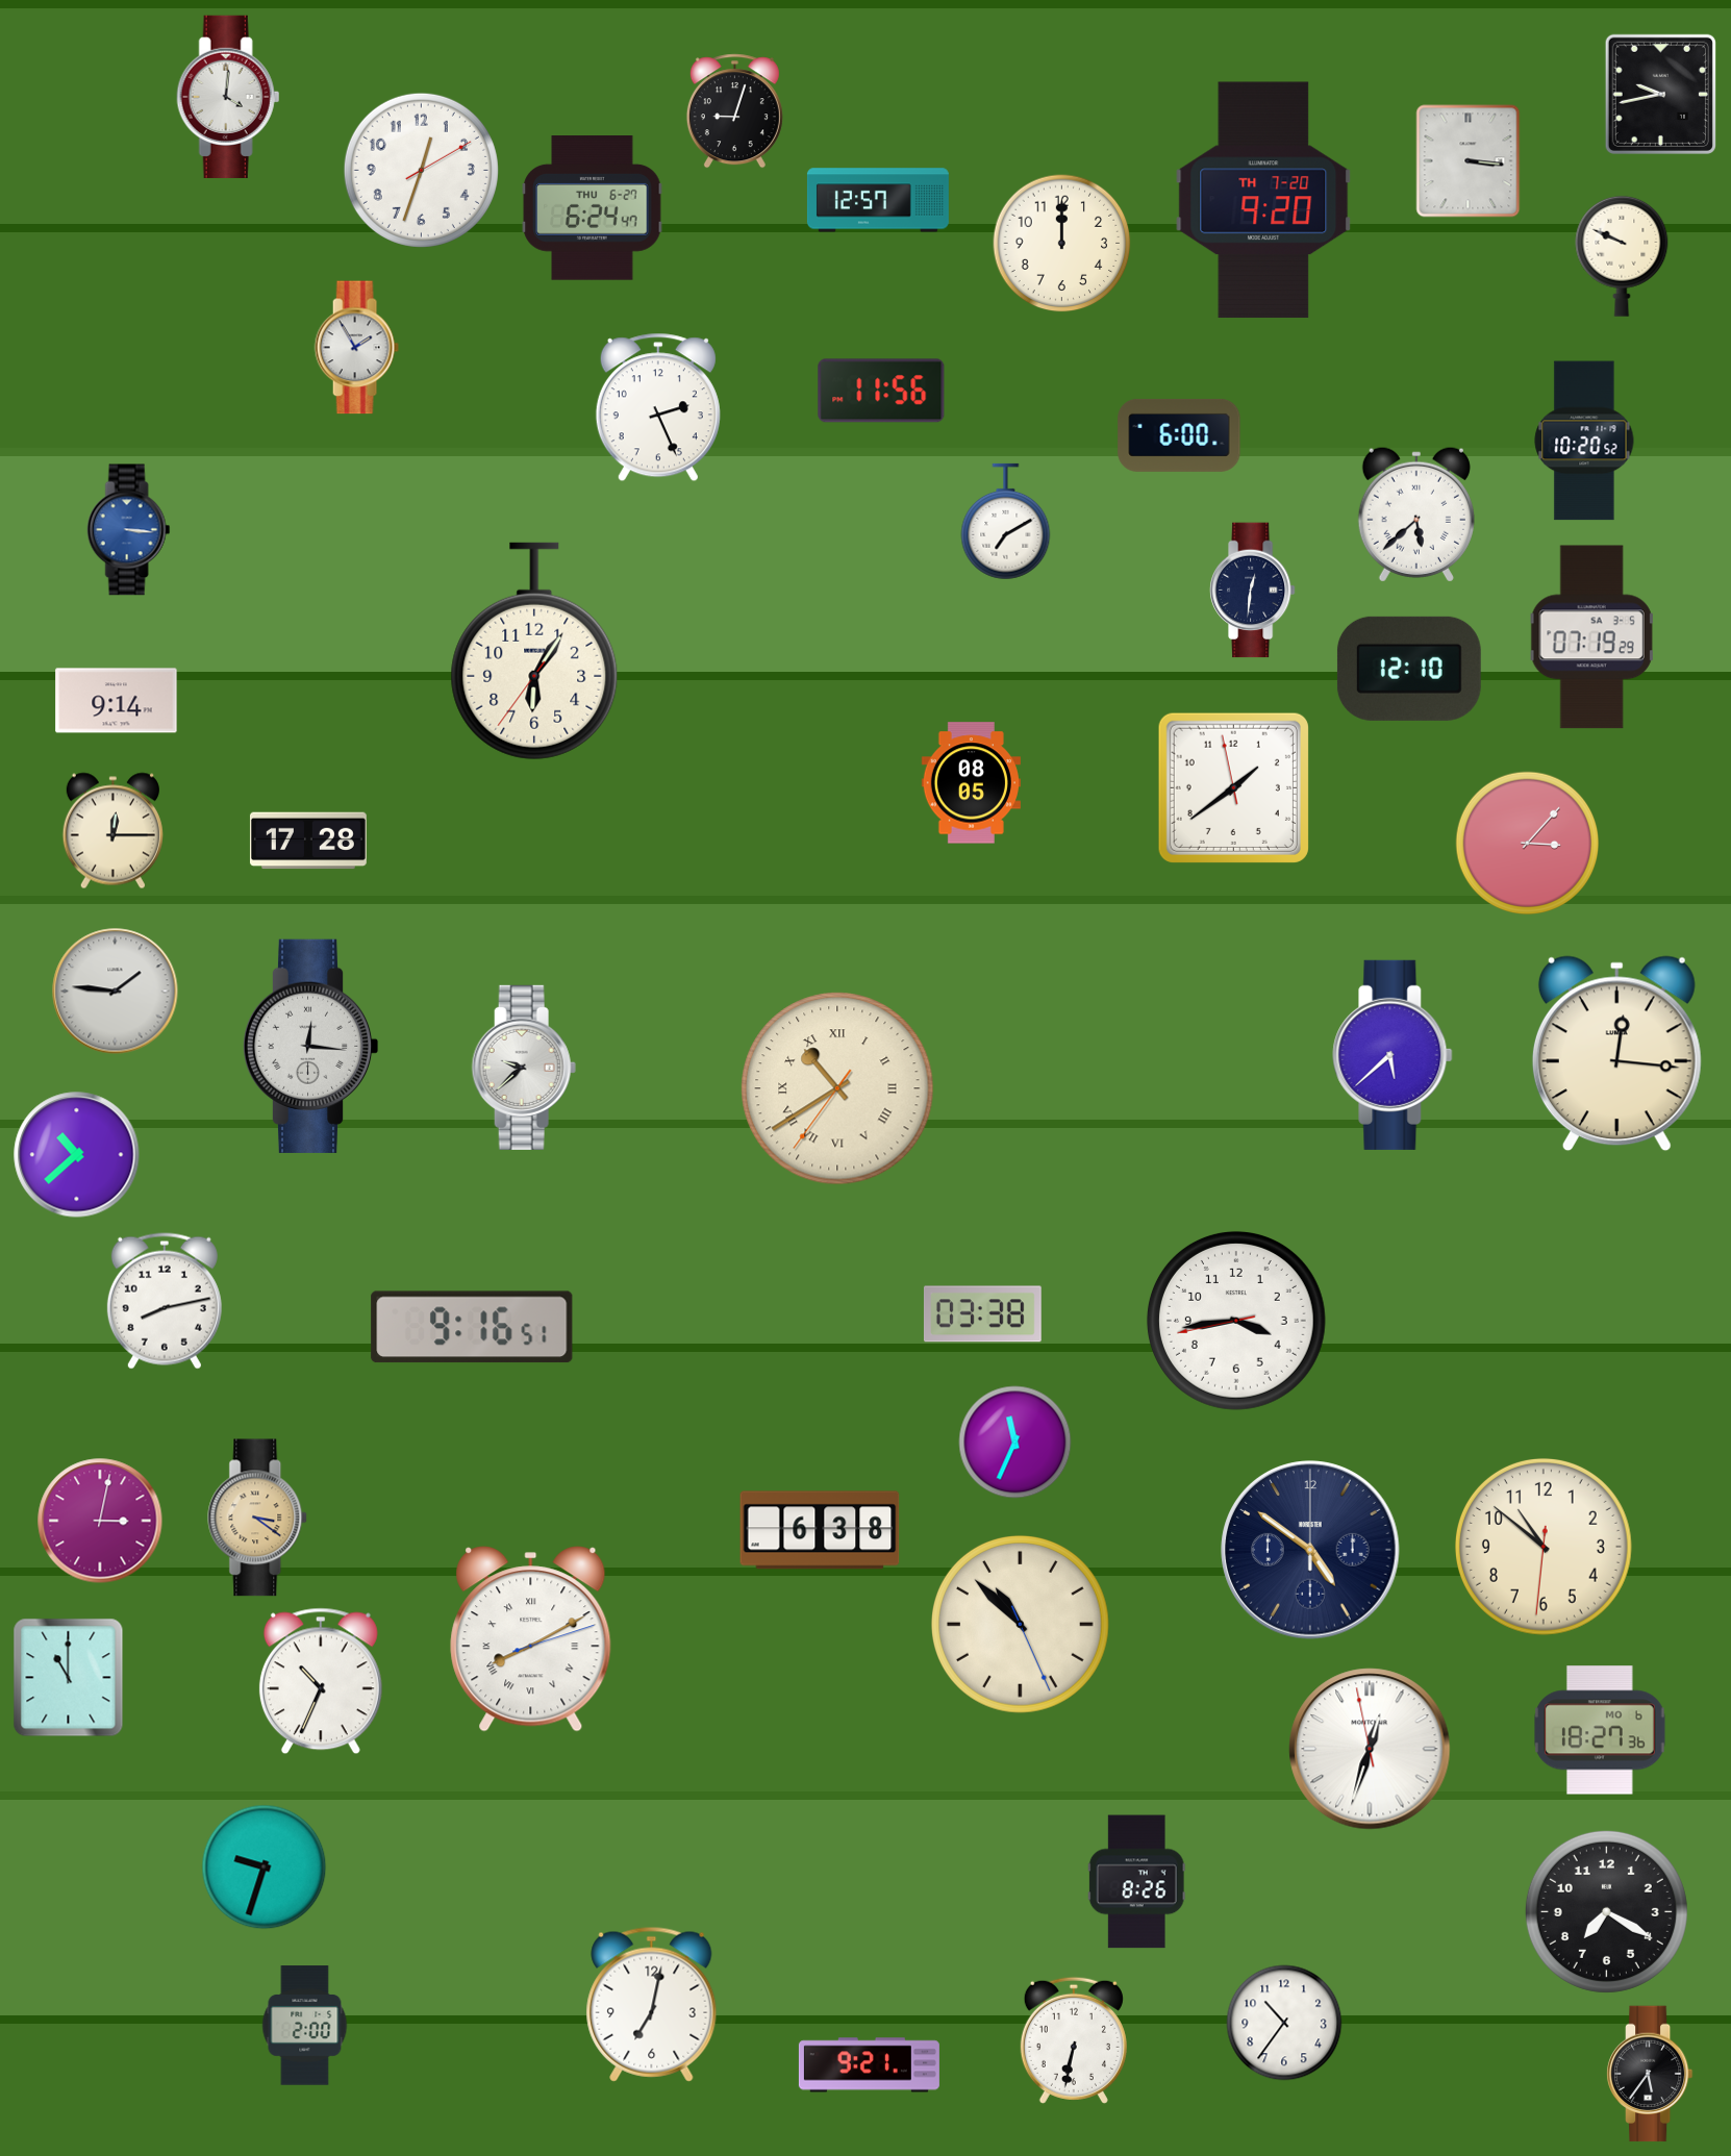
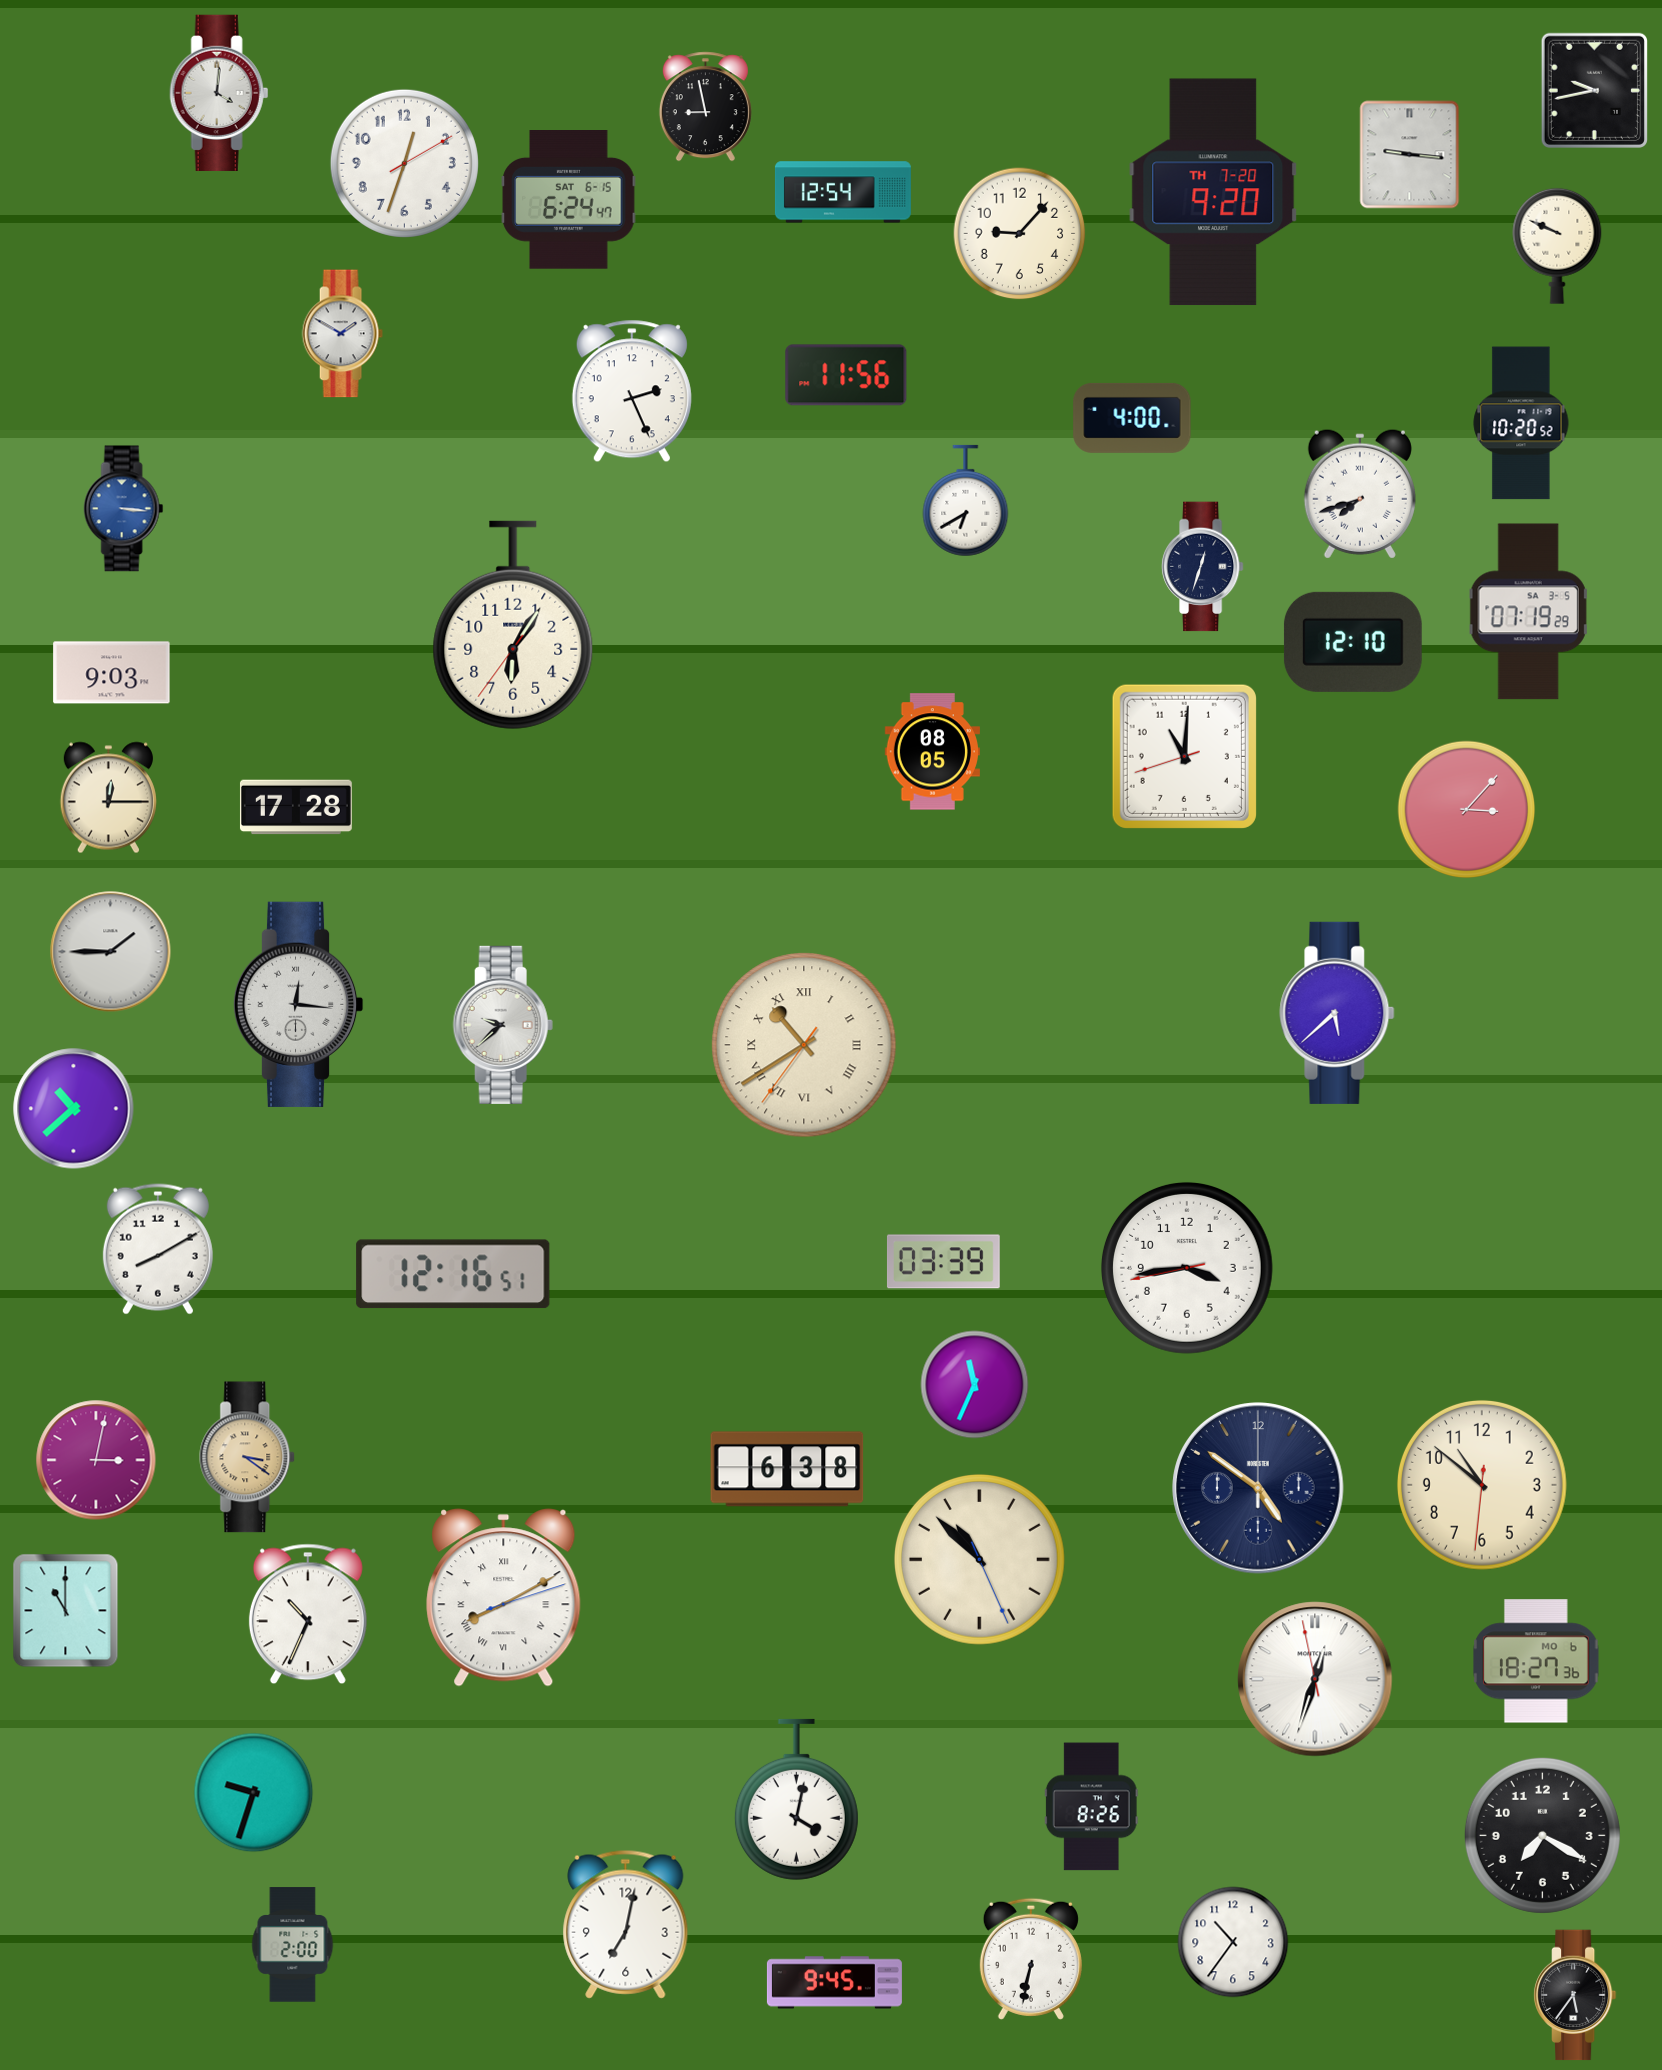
clock at (734, 111): 9:03 -> 8:58
clock at (1469, 161): 3:16 -> 9:16
clock at (878, 200): 12:57 -> 12:54
clock at (593, 208) date: THU 6-27 -> SAT 6-15
clock at (1062, 244): 12:00 -> 9:07
clock at (356, 348): 1:55 -> 1:50
clock at (1179, 435): 6:00 -> 4:00
clock at (1416, 515): 5:38 -> 7:42
clock at (1006, 522): 7:10 -> 6:40
clock at (1252, 591): 12:31 -> 12:33
clock at (117, 701): 9:14 -> 9:03
clock at (1233, 787): 1:38 -> 11:00
clock at (116, 992): 1:46 -> 1:45
clock at (1616, 1054): 12:16 -> none
clock at (165, 1301): 8:13 -> 8:10
clock at (982, 1314): 03:38 -> 03:39
clock at (472, 1327): 9:16 -> 12:16
clock at (531, 1639) position: (531, 1639) -> (504, 1598)
clock at (796, 1799): none -> 4:02
clock at (869, 2065): 9:21 -> 9:45
clock at (1650, 2074) position: (1650, 2074) -> (1575, 1995)
